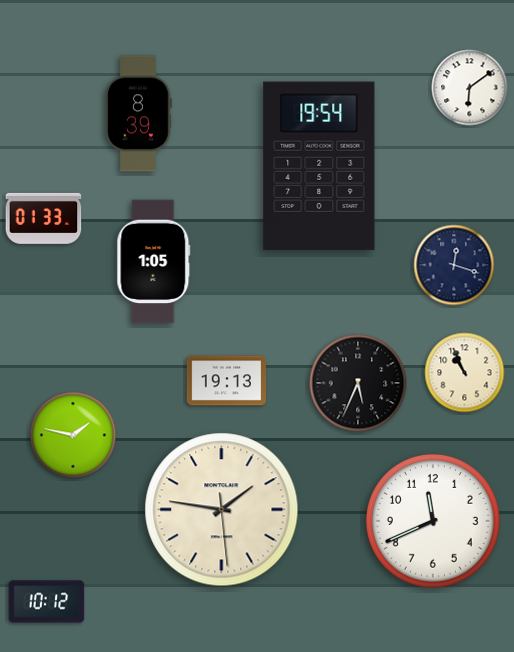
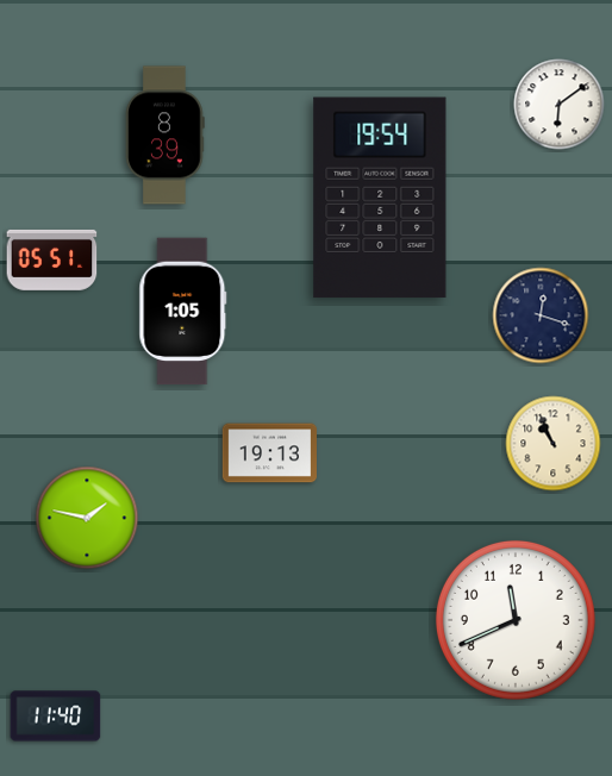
clock at (44, 218): 01:33 -> 05:51
clock at (358, 383): 5:34 -> none
clock at (222, 510): 1:46 -> none
clock at (47, 602): 10:12 -> 11:40
